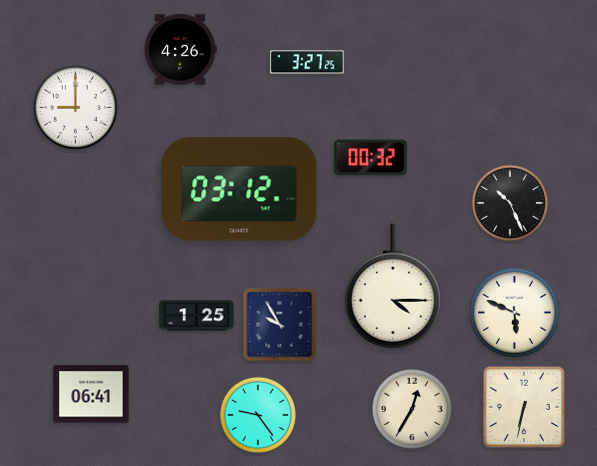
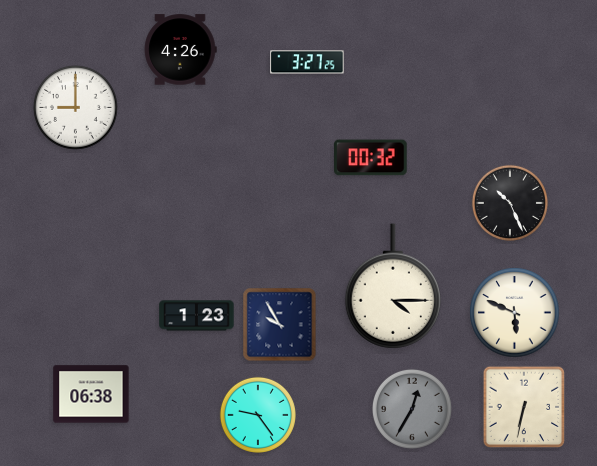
clock at (239, 189): 03:12 -> none
clock at (197, 316): 1:25 -> 1:23
clock at (91, 394): 06:41 -> 06:38
clock at (412, 409) dial: cream -> grey
